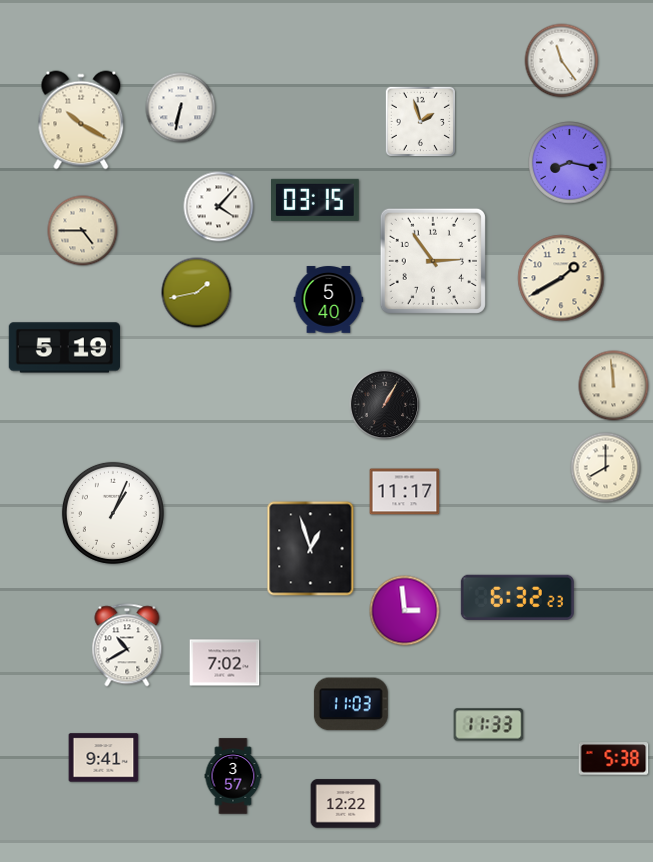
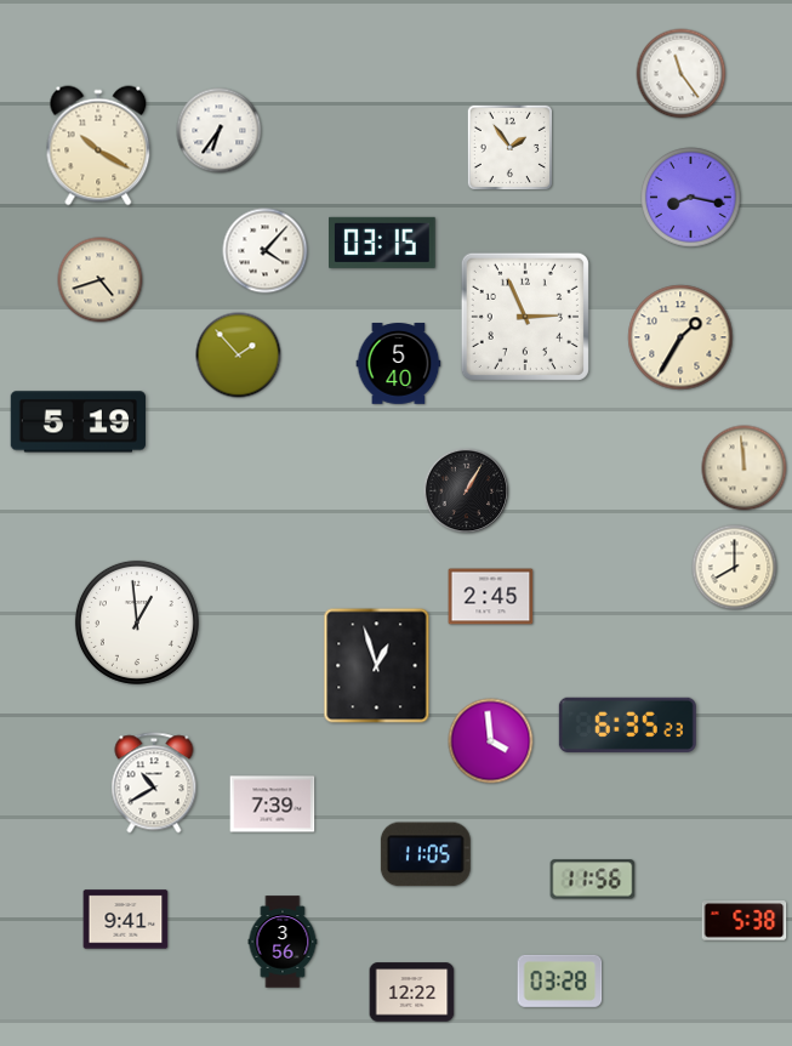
clock at (181, 108): 6:32 -> 6:36
clock at (420, 121): 1:57 -> 1:54
clock at (83, 231): 4:45 -> 4:42
clock at (433, 261): 2:54 -> 2:56
clock at (561, 278): 1:40 -> 1:35
clock at (197, 293): 1:43 -> 1:53
clock at (405, 492): 11:17 -> 2:45
clock at (113, 513): 1:04 -> 12:59
clock at (517, 597): 6:32 -> 6:35
clock at (405, 611): 2:59 -> 3:59
clock at (225, 663): 7:02 -> 7:39
clock at (351, 704): 11:03 -> 11:05
clock at (489, 725): 11:33 -> 11:56
clock at (233, 776): 3:57 -> 3:56
clock at (346, 804) position: (346, 804) -> (412, 993)
clock at (560, 980): none -> 03:28
